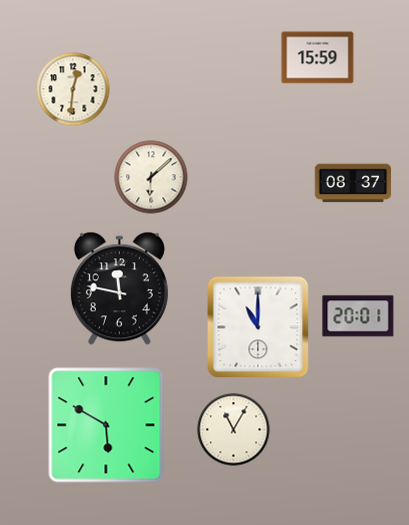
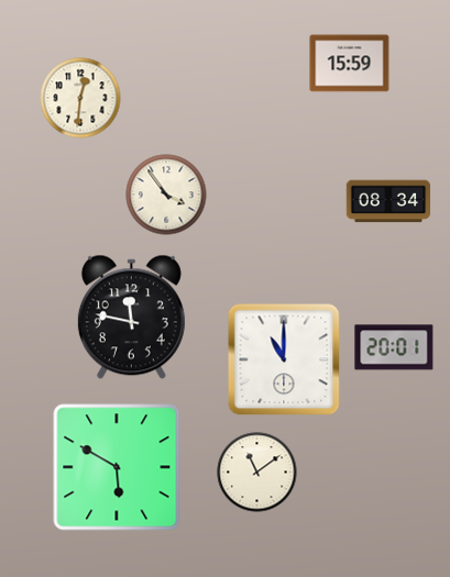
clock at (151, 177): 6:08 -> 3:54
clock at (353, 183): 08:37 -> 08:34
clock at (234, 430): 11:05 -> 11:09
